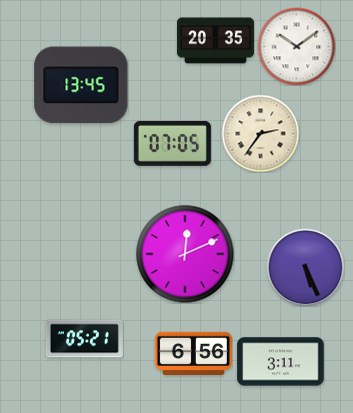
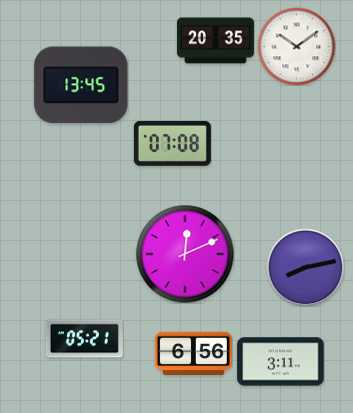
clock at (260, 133): 2:36 -> none
clock at (172, 143): 07:05 -> 07:08
clock at (305, 267): 5:26 -> 8:13
